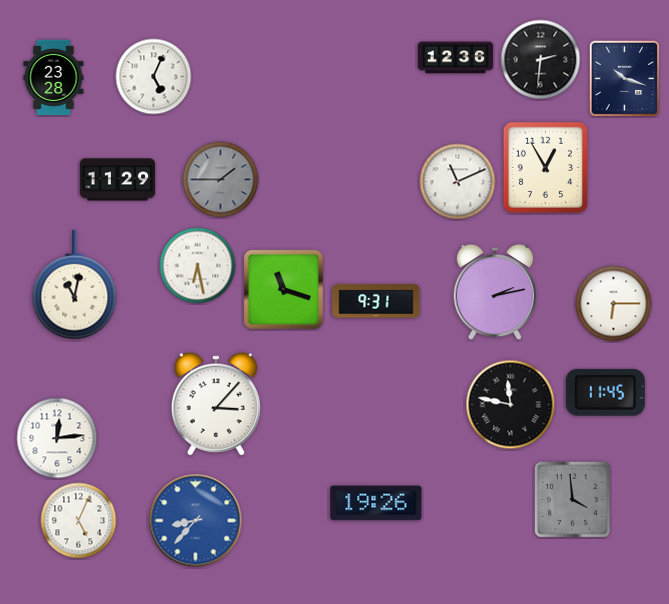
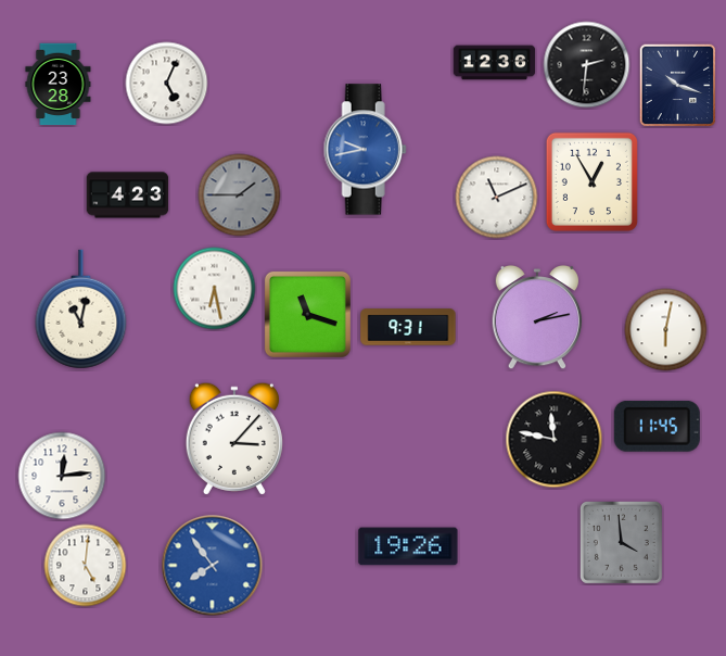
clock at (365, 150): none -> 9:43
clock at (118, 180): 11:29 -> 4:23
clock at (614, 304): 6:15 -> 6:02
clock at (79, 521): 5:04 -> 5:01
clock at (196, 521): 8:37 -> 7:54
